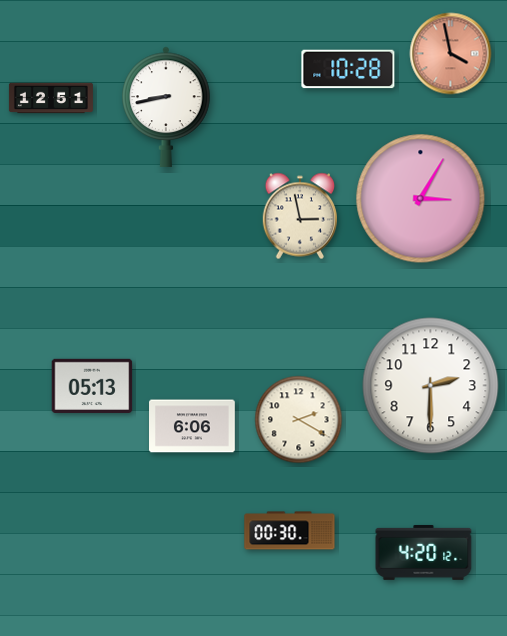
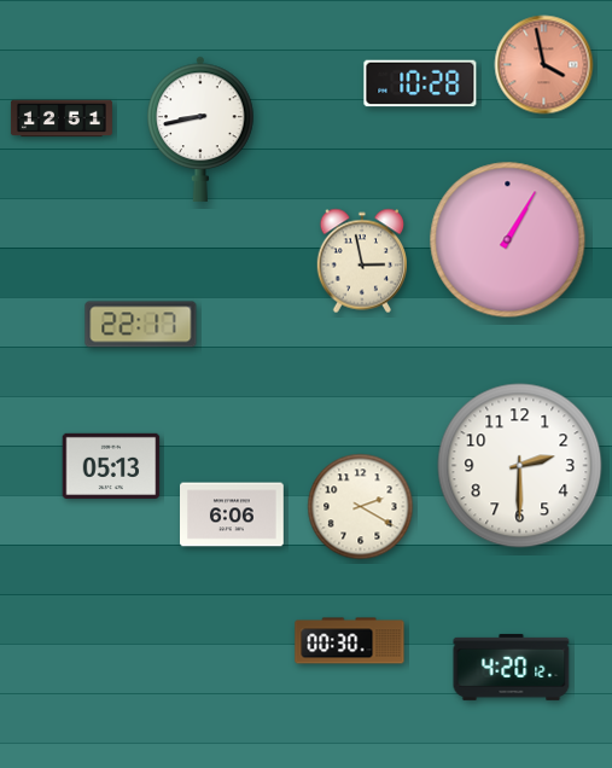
clock at (421, 199): 3:05 -> 1:05
clock at (141, 325): none -> 22:17
